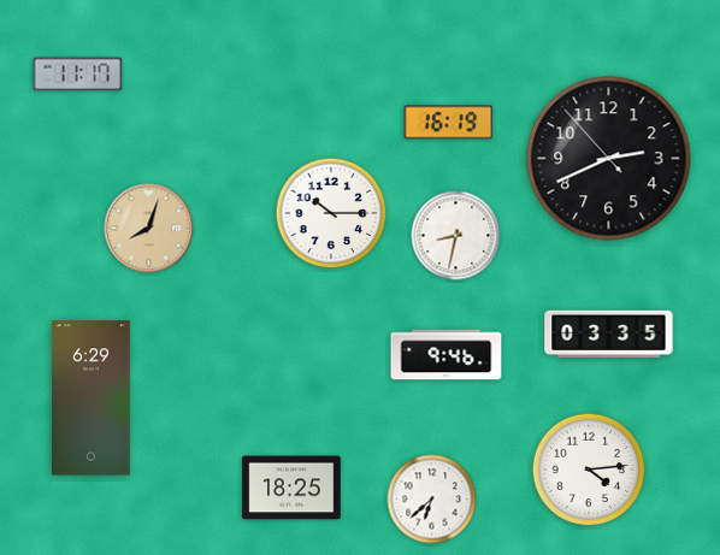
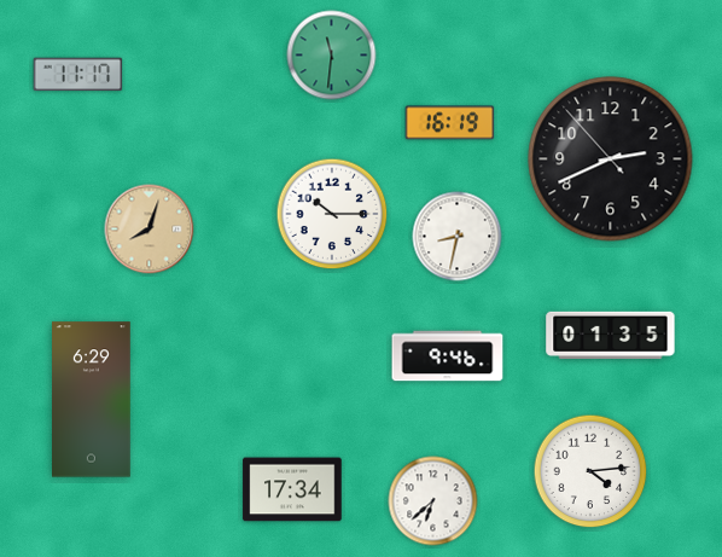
clock at (332, 56): none -> 11:31
clock at (609, 333): 03:35 -> 01:35
clock at (291, 488): 18:25 -> 17:34
